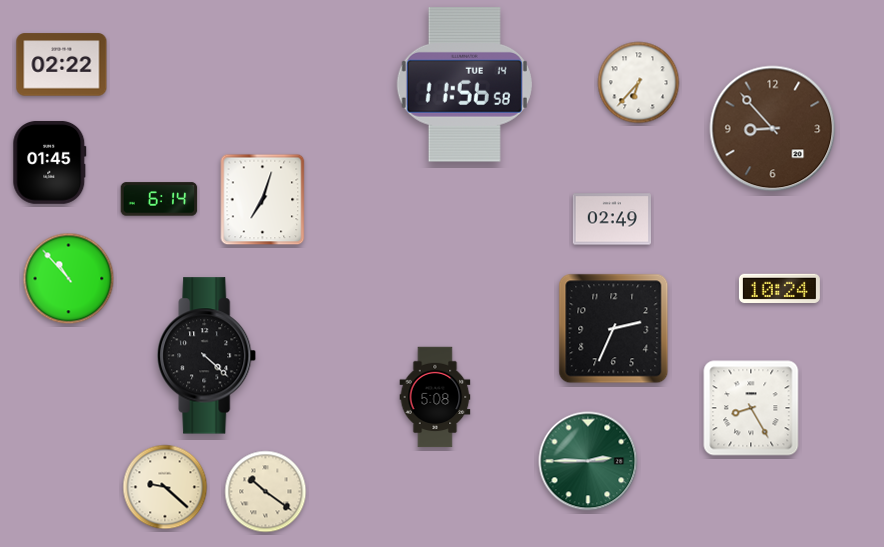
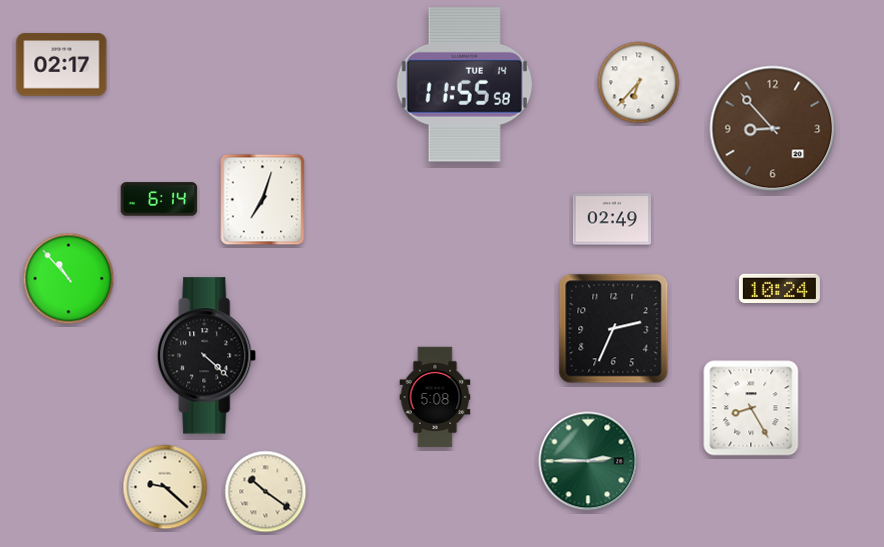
clock at (62, 65): 02:22 -> 02:17
clock at (464, 85): 11:56 -> 11:55
clock at (50, 162): 01:45 -> none
